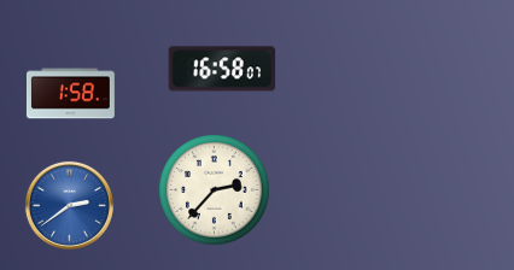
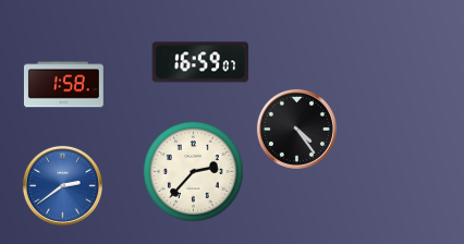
clock at (222, 69): 16:58 -> 16:59
clock at (296, 129): none -> 4:24
